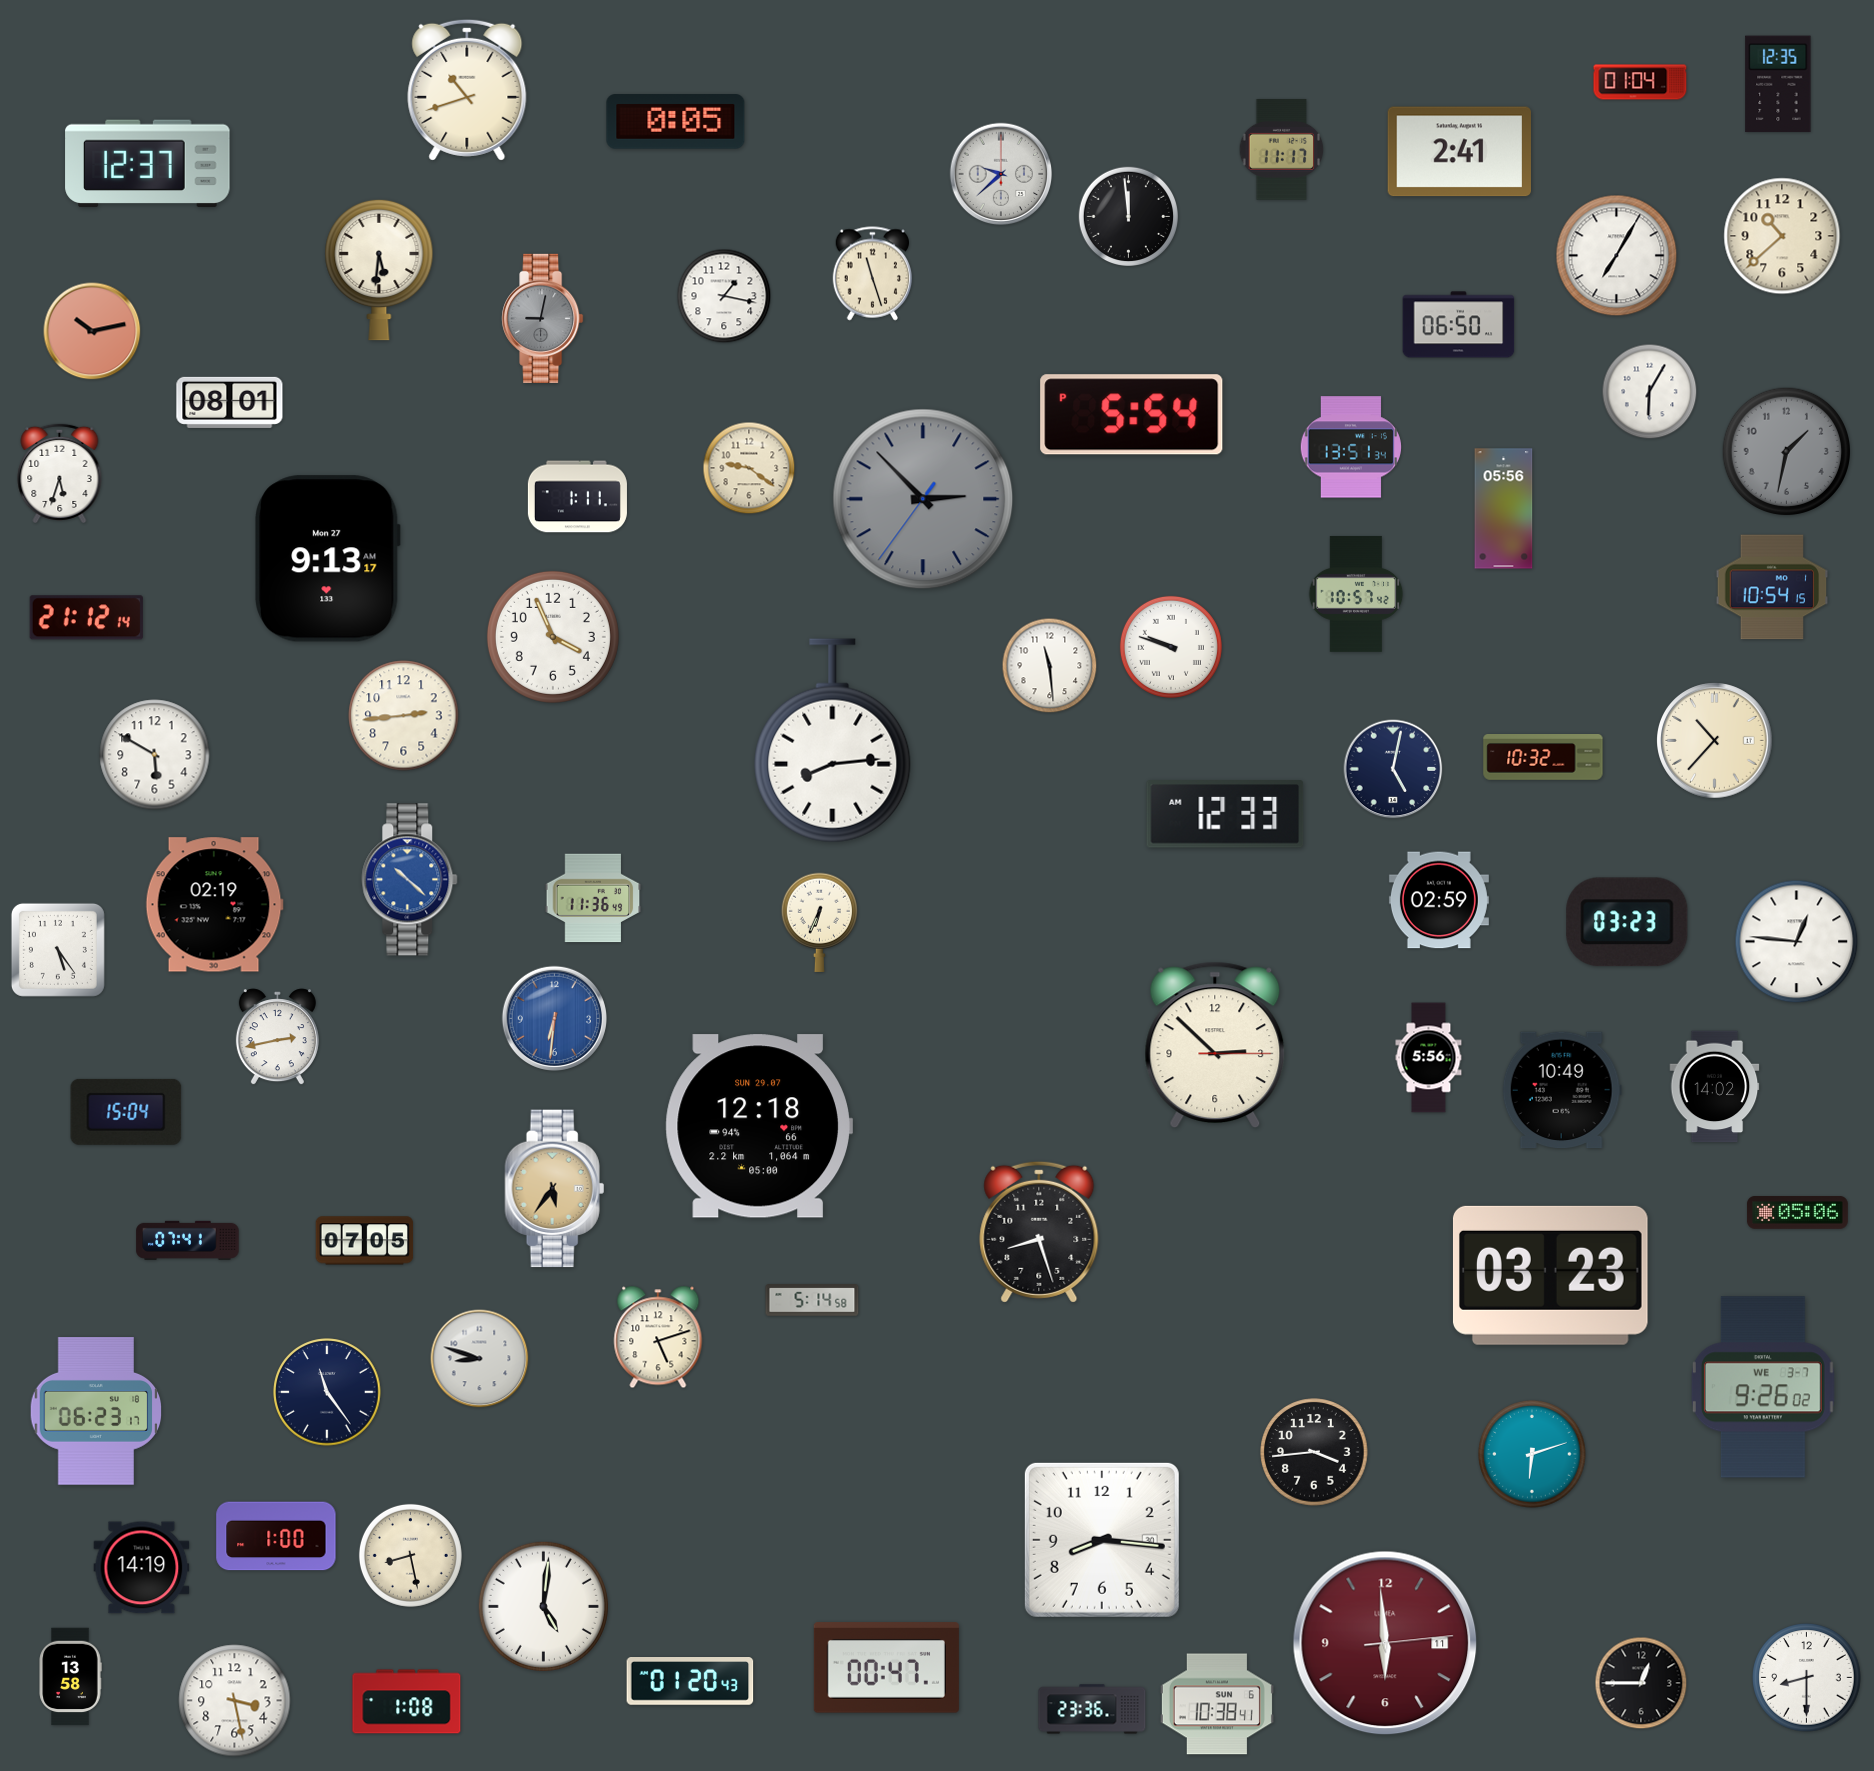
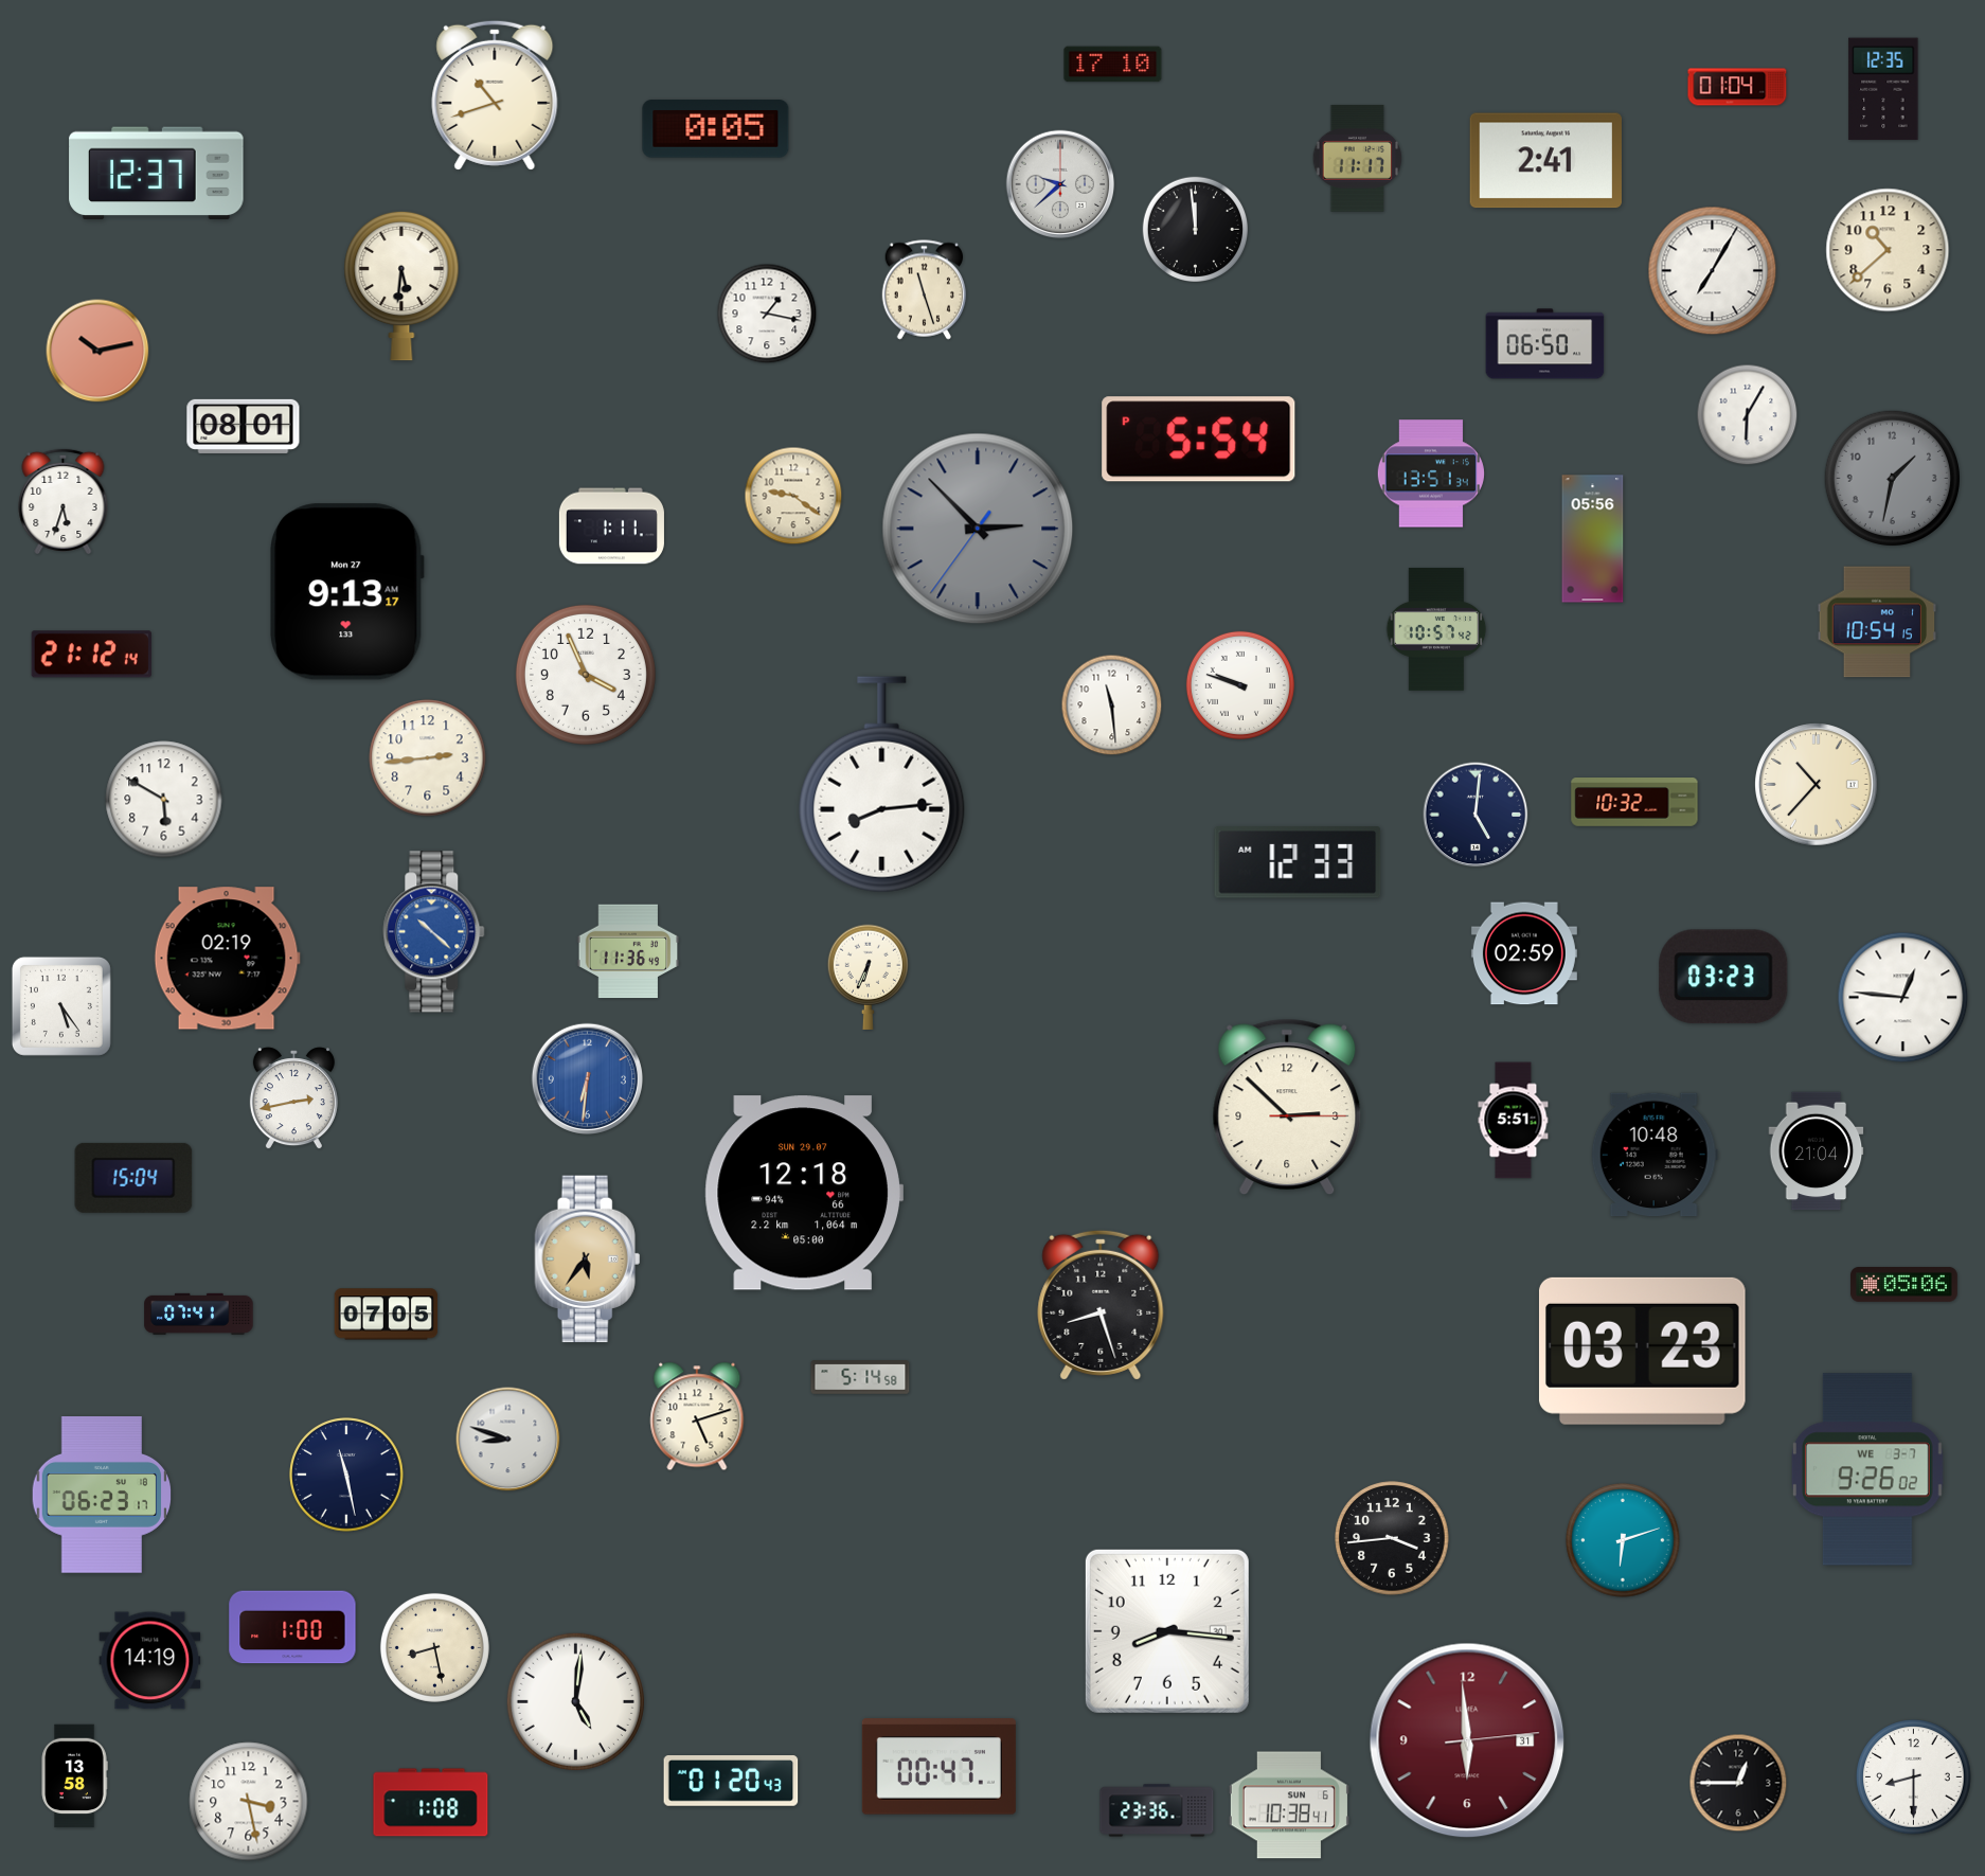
clock at (1113, 65): none -> 17:10
clock at (543, 318): 9:02 -> none
clock at (1393, 769): 5:02 -> 5:01
clock at (1429, 1058): 5:56 -> 5:51
clock at (1715, 1087): 14:02 -> 21:04
clock at (1562, 1090): 10:49 -> 10:48
clock at (327, 1392): 11:24 -> 11:28
clock at (1385, 1643) date: 11 -> 31
